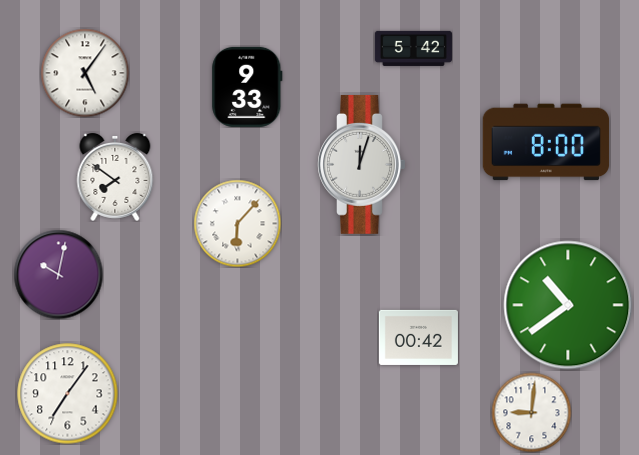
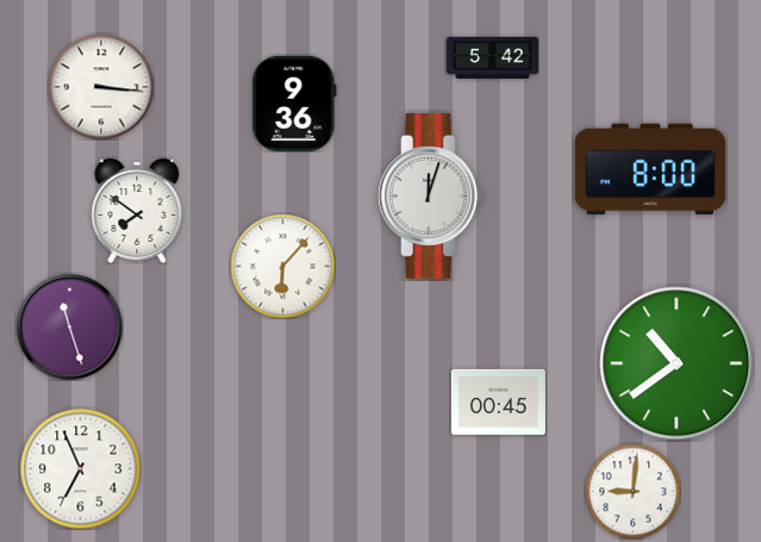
clock at (85, 73): 5:06 -> 3:16
clock at (247, 87): 9:33 -> 9:36
clock at (58, 274): 10:02 -> 11:27
clock at (418, 337): 00:42 -> 00:45
clock at (68, 394): 7:06 -> 6:56
